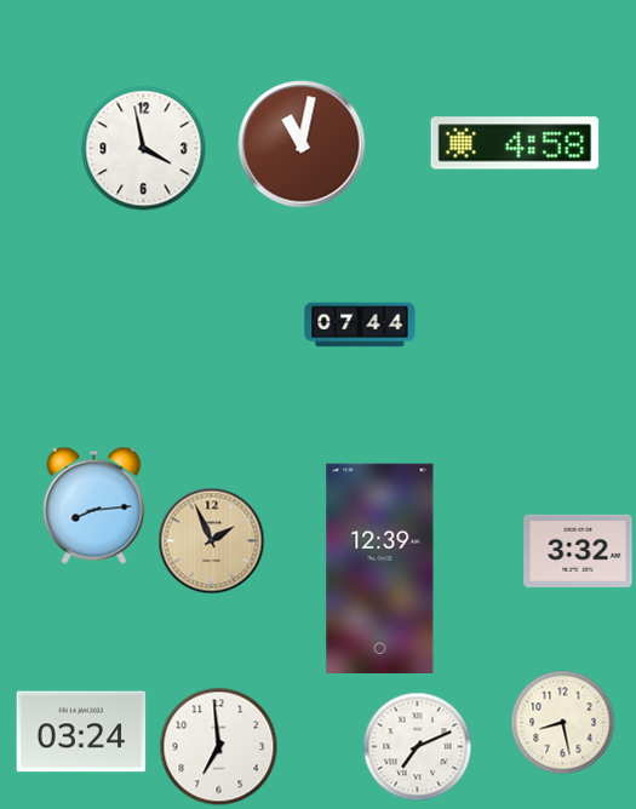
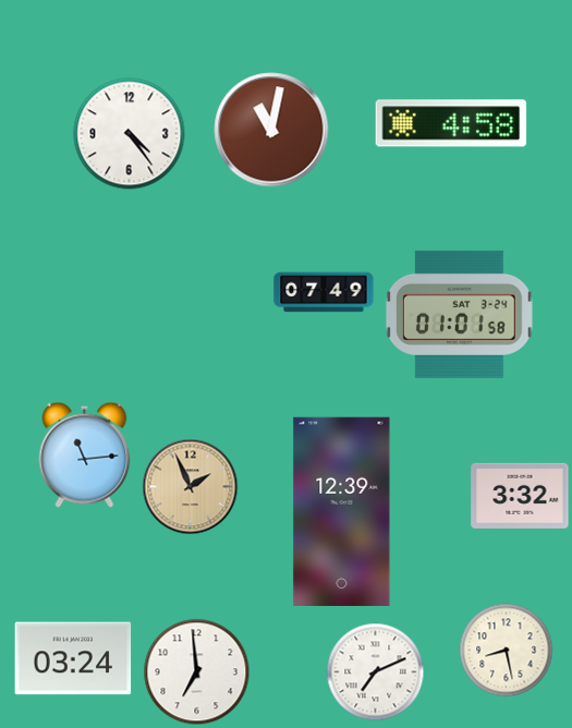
clock at (515, 143) position: (515, 143) -> (451, 123)
clock at (144, 149): 3:58 -> 4:24
clock at (360, 325): 07:44 -> 07:49
clock at (459, 314): none -> 01:01
clock at (94, 505): 8:14 -> 11:14
